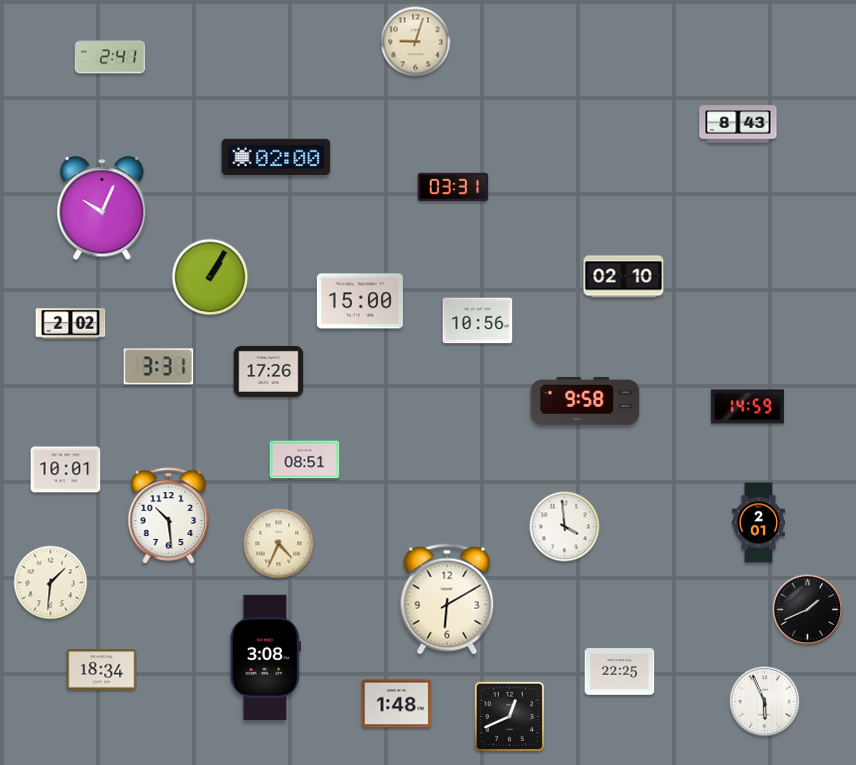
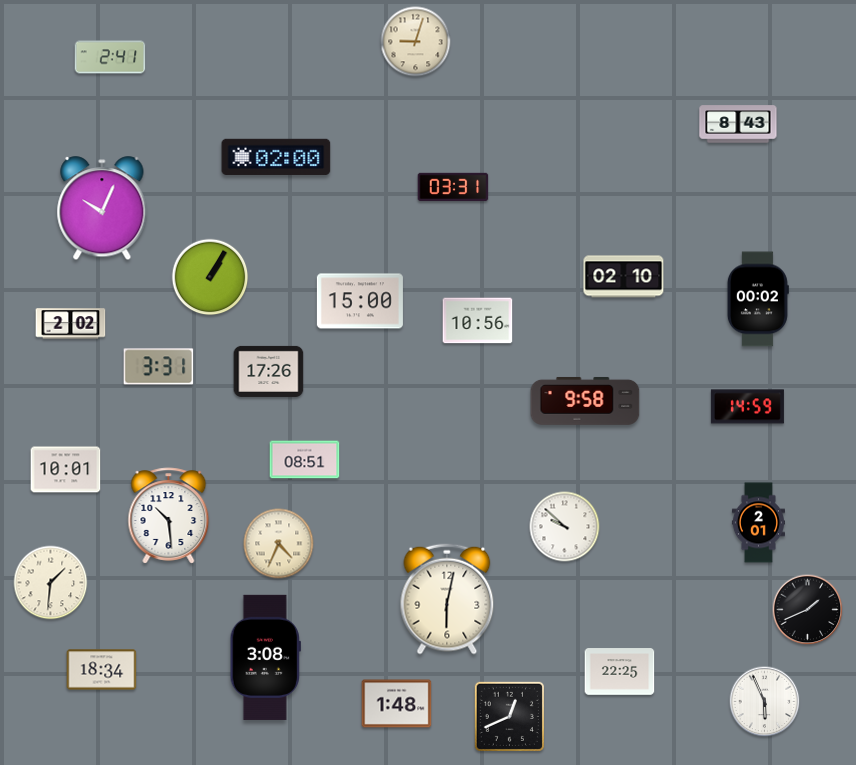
clock at (758, 299): none -> 00:02
clock at (565, 527): 3:59 -> 9:52
clock at (447, 599): 6:10 -> 6:02
